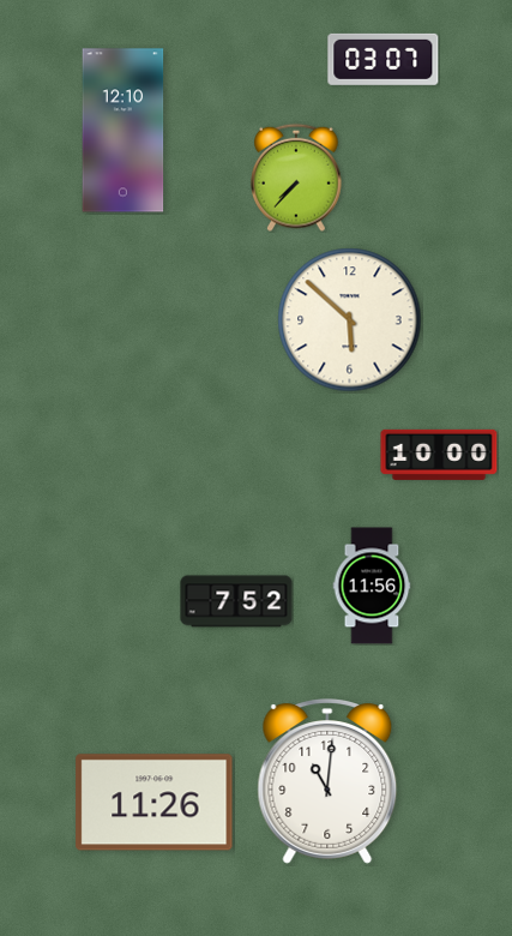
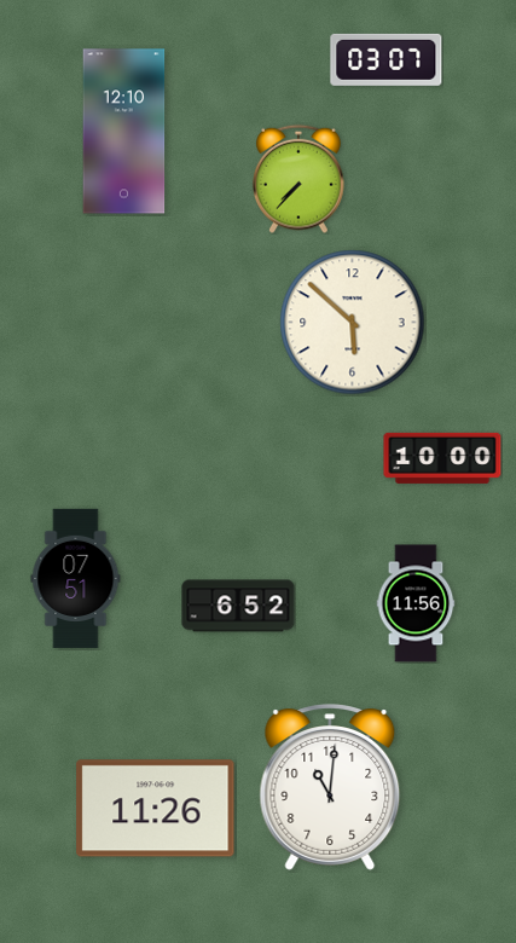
clock at (76, 578): none -> 07:51
clock at (372, 586) position: (372, 586) -> (416, 603)
clock at (236, 601): 7:52 -> 6:52
